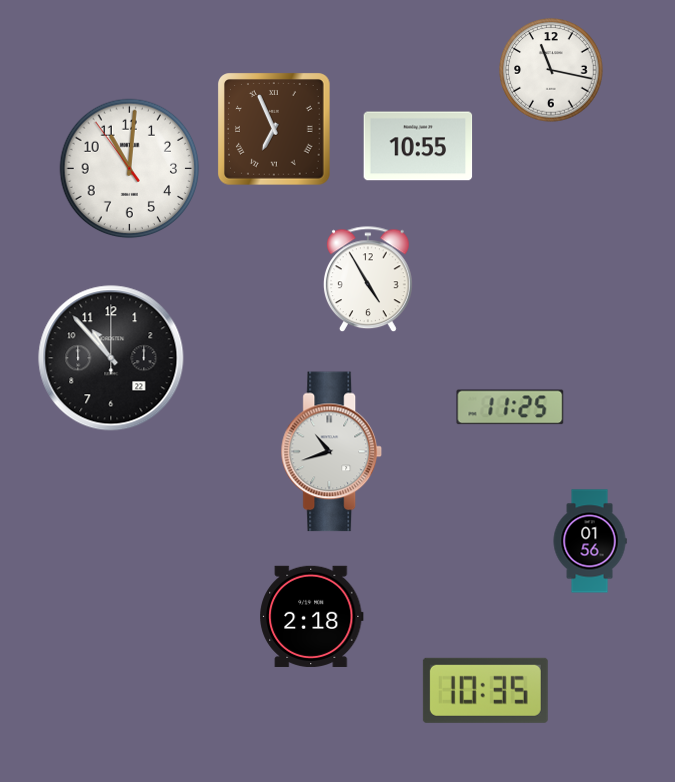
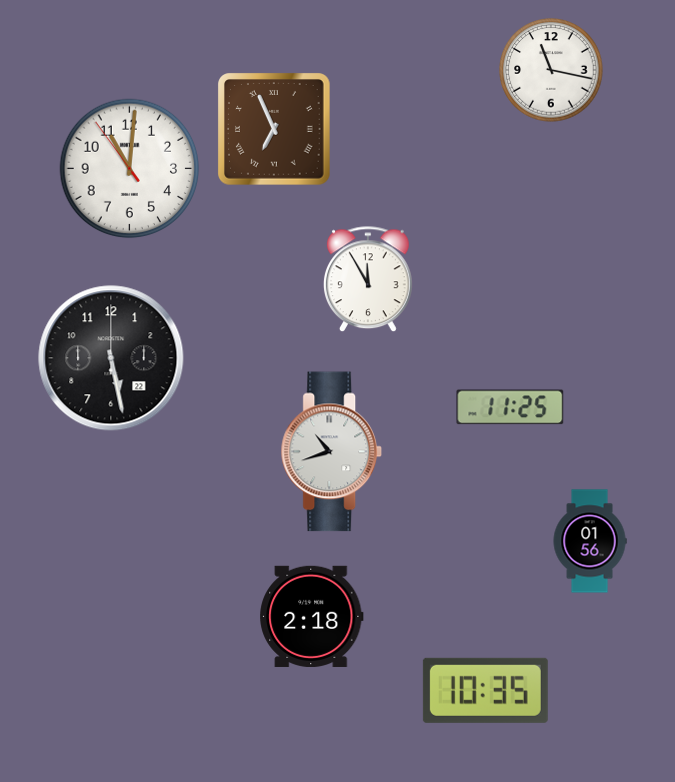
clock at (418, 146): 10:55 -> none
clock at (369, 280): 4:55 -> 11:55
clock at (111, 358): 10:53 -> 5:28
